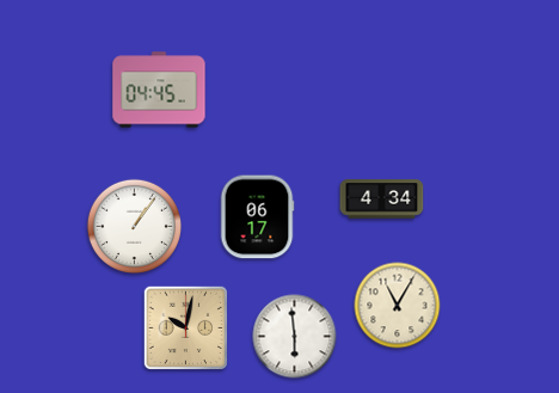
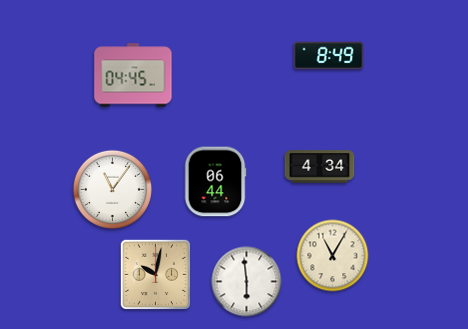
clock at (329, 56): none -> 8:49
clock at (257, 217): 06:17 -> 06:44
clock at (134, 226): 1:06 -> 11:06
